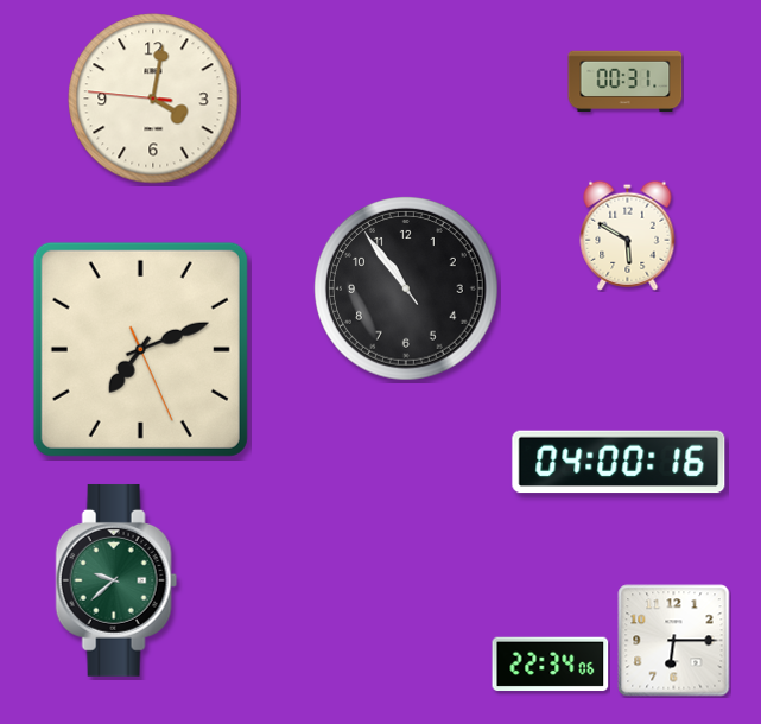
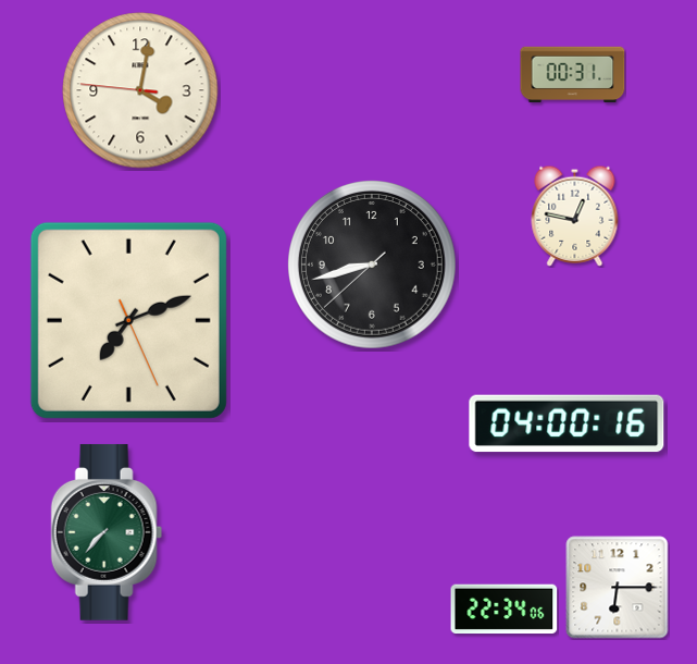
clock at (628, 235): 5:50 -> 12:47
clock at (407, 290): 10:53 -> 8:42
clock at (116, 580): 9:38 -> 7:37
